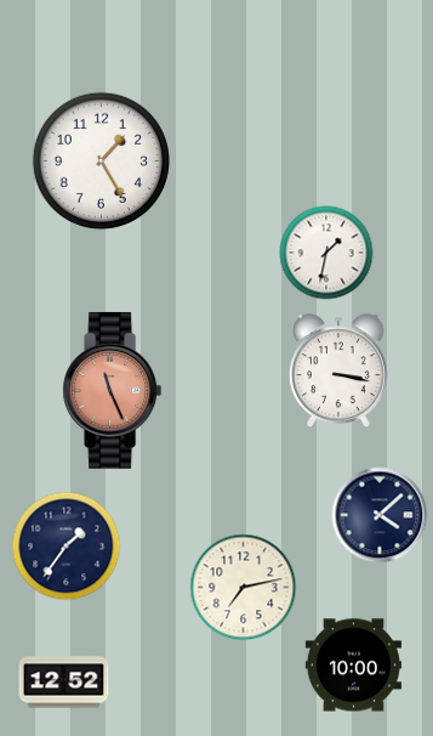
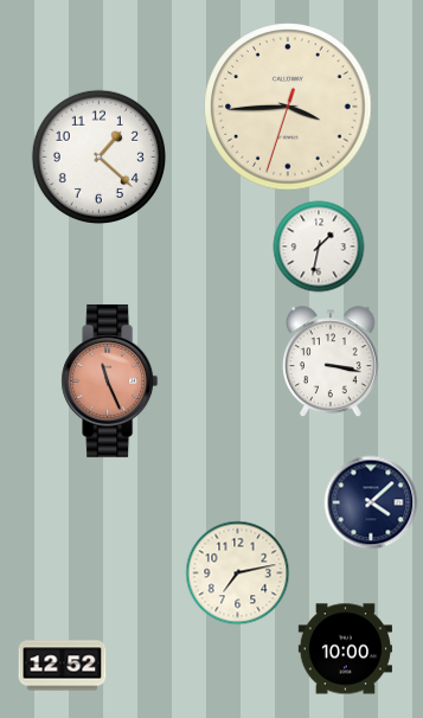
clock at (288, 107): none -> 3:44
clock at (101, 160): 1:25 -> 1:22
clock at (67, 547): 1:36 -> none
